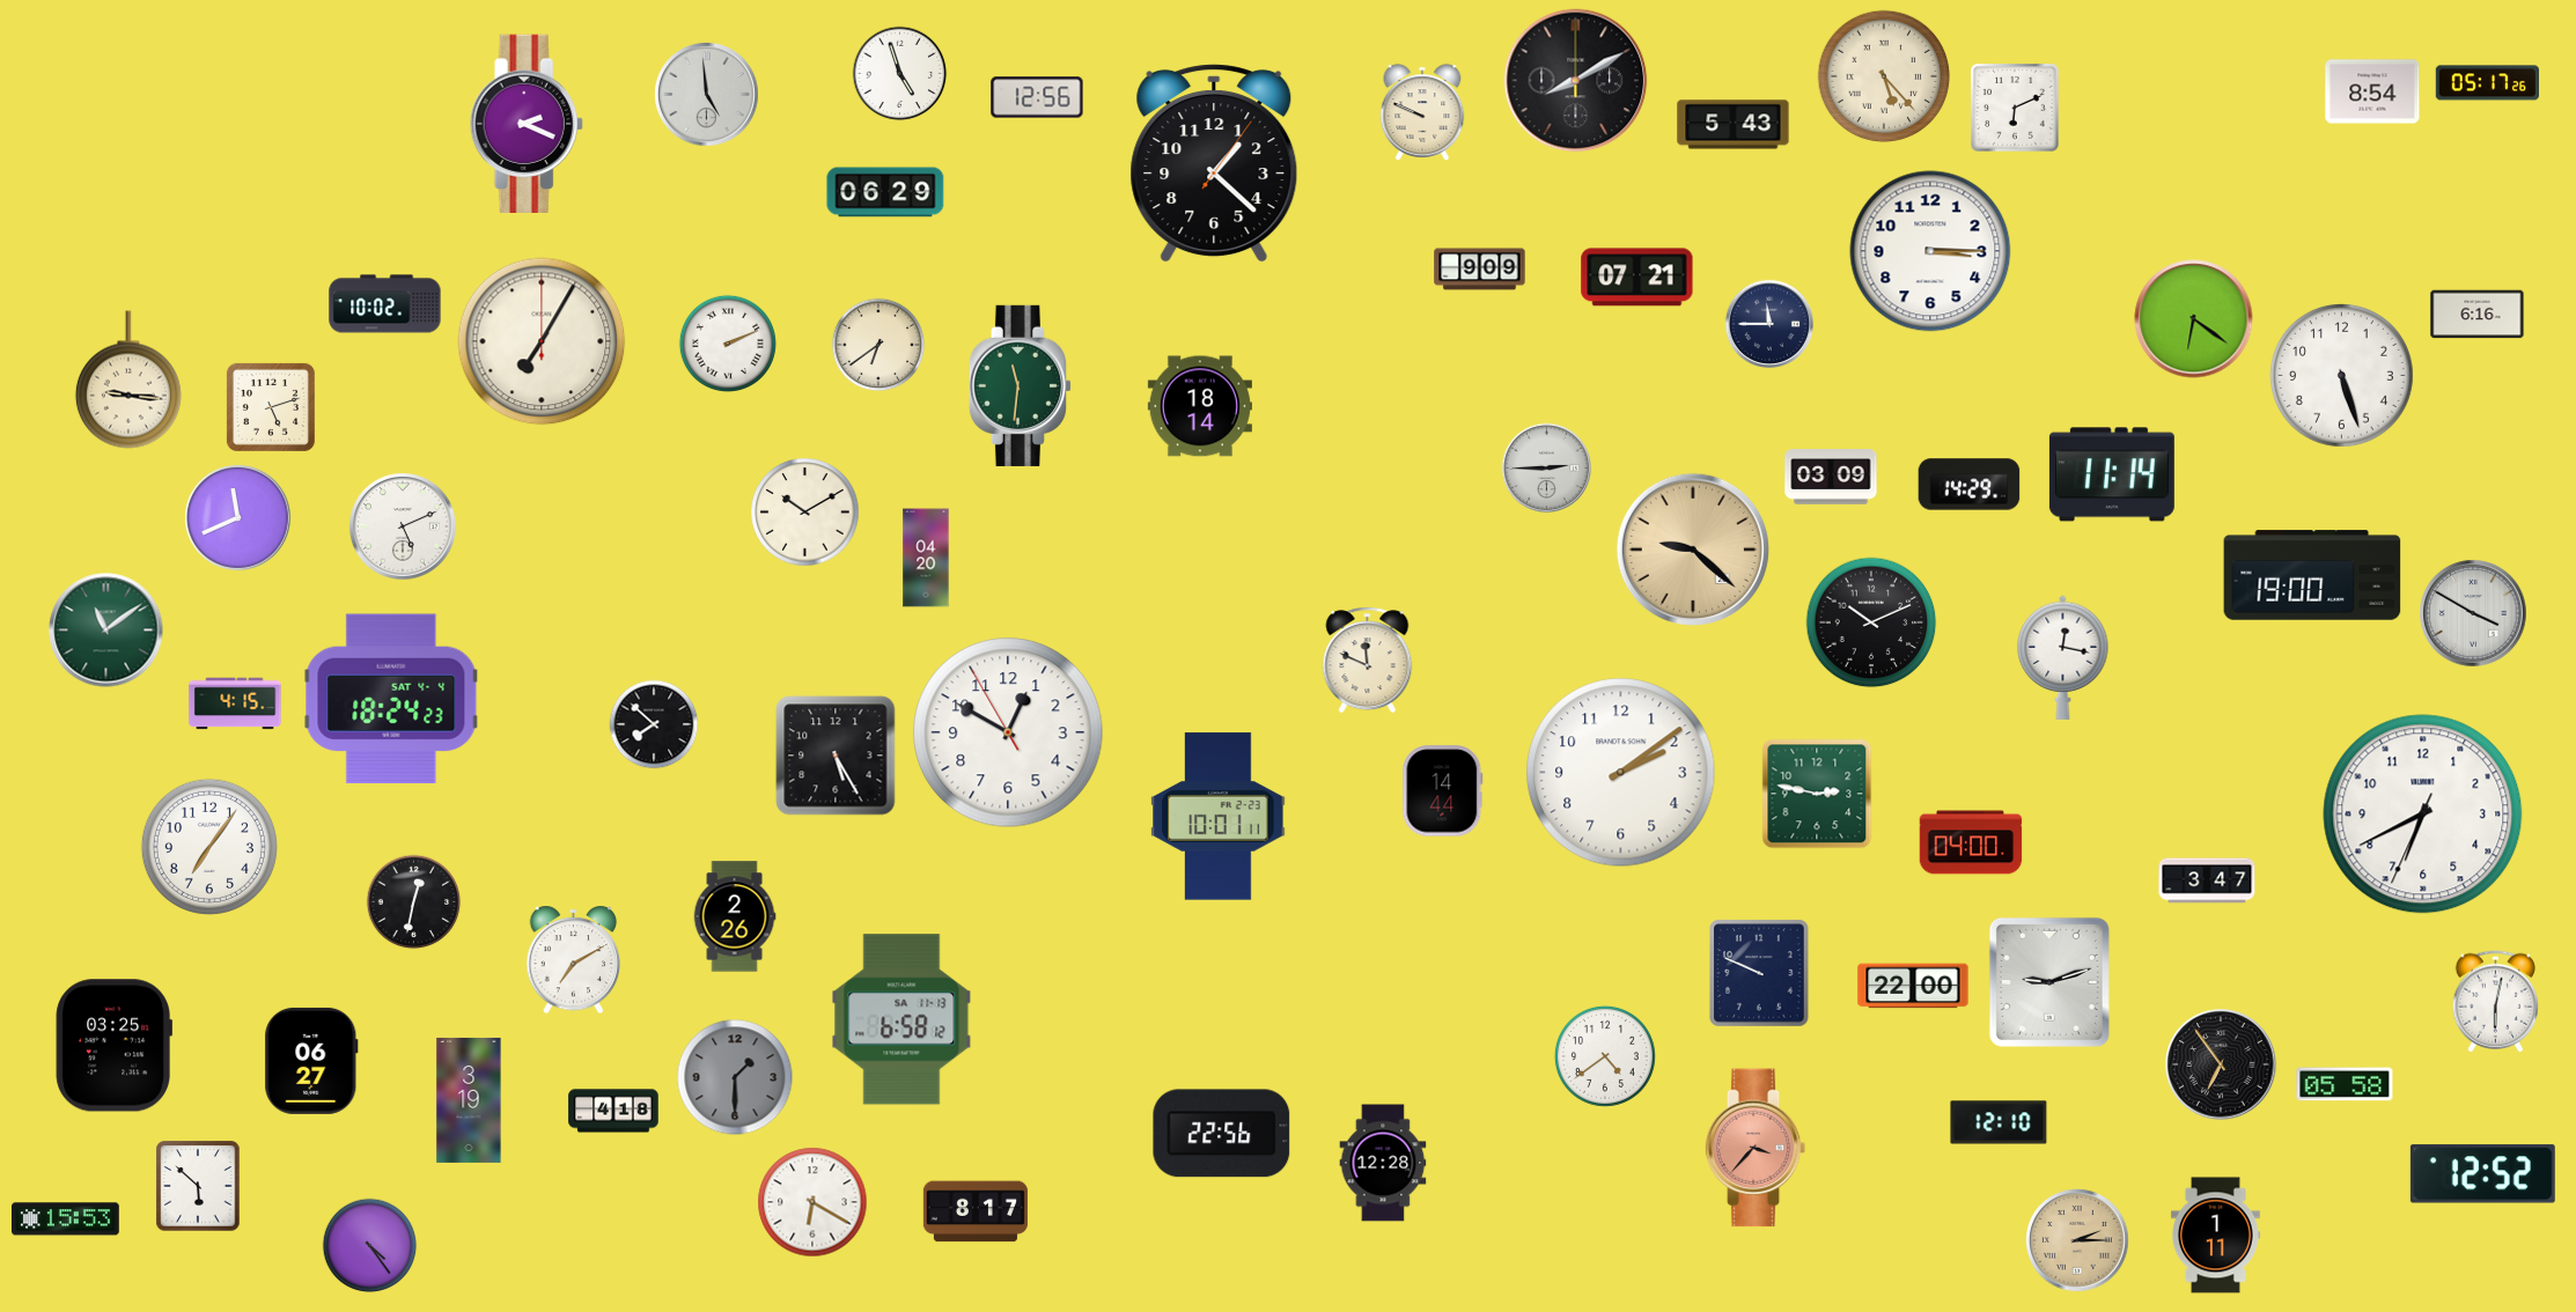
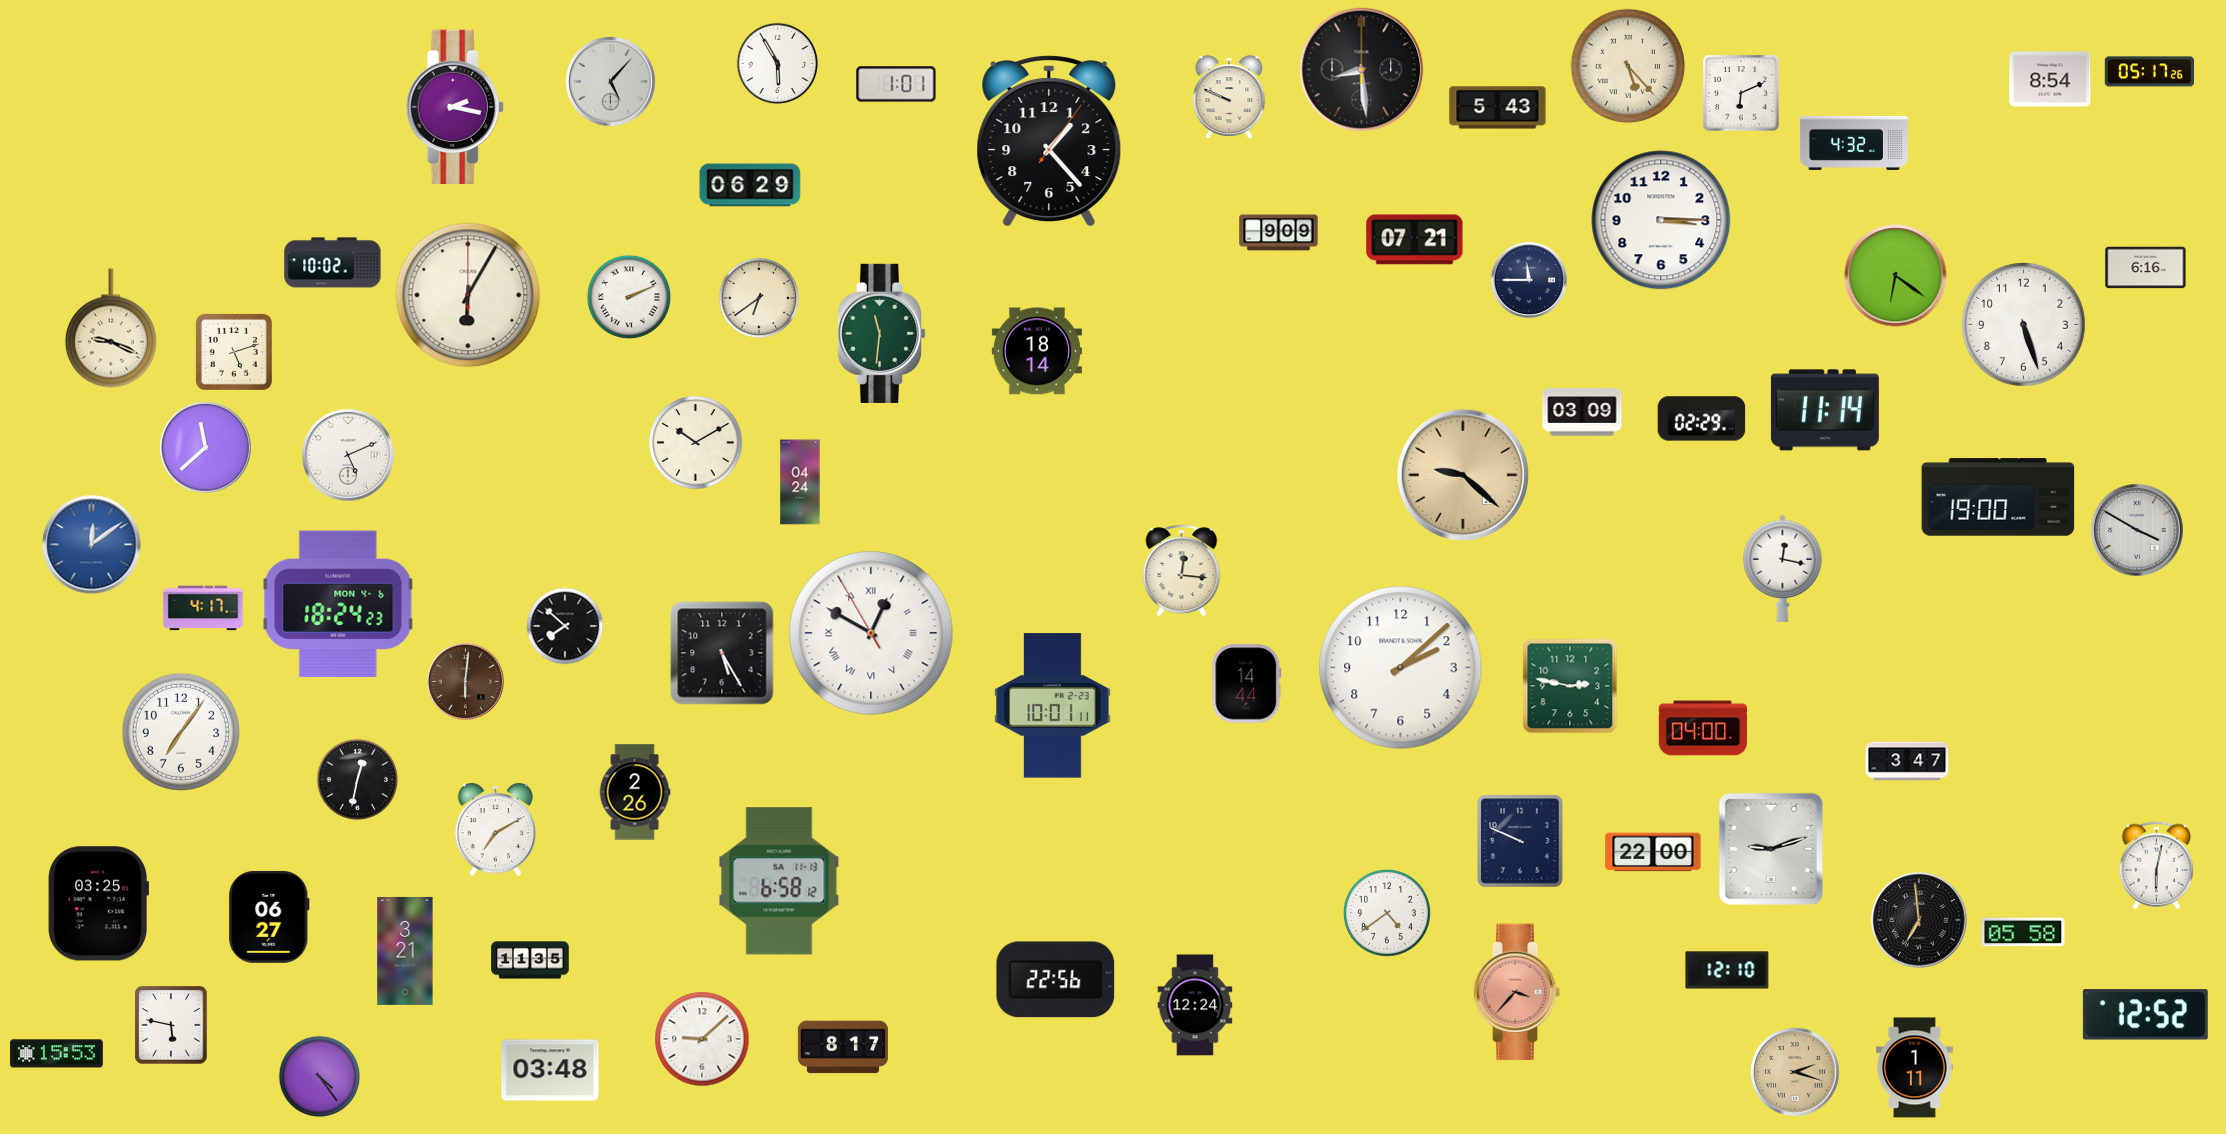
clock at (900, 74): 4:57 -> 5:55
clock at (1576, 81): 8:10 -> 8:29
clock at (707, 95): 4:59 -> 5:07
clock at (1037, 97): 12:56 -> 1:01
clock at (527, 123): 2:19 -> 2:17
clock at (1214, 163): 1:22 -> 1:23
clock at (1854, 143): none -> 4:32
clock at (885, 192) position: (885, 192) -> (750, 185)
clock at (1930, 251) position: (1930, 251) -> (1661, 220)
clock at (2478, 315) position: (2478, 315) -> (2146, 268)
clock at (542, 341): 7:05 -> 6:05
clock at (128, 379): 9:16 -> 9:19
clock at (1547, 469): 2:45 -> none
clock at (1970, 485): 14:29 -> 02:29
clock at (238, 518): 11:41 -> 11:38
clock at (926, 558): 04:20 -> 04:24
clock at (1871, 622): 10:11 -> none
clock at (106, 631): 11:09 -> 12:09
clock at (106, 631) dial: green -> blue
clock at (1368, 661): 11:49 -> 12:16
clock at (391, 699) date: SAT 4-4 -> MON 4-6
clock at (235, 703): 4:15 -> 4:17
clock at (1008, 732) numerals: Arabic -> Roman
clock at (1621, 773): 2:09 -> 2:08
clock at (466, 682): none -> 6:01
clock at (2423, 815): 6:40 -> none
clock at (2221, 1064): 6:54 -> 6:59
clock at (735, 1077): 1:30 -> none
clock at (2345, 1084) position: (2345, 1084) -> (2023, 932)
clock at (469, 1100): 3:19 -> 3:21
clock at (613, 1111): 4:18 -> 11:35
clock at (1383, 1163): 12:28 -> 12:24
clock at (198, 1186): 5:52 -> 5:47
clock at (812, 1202): 6:20 -> 9:08
clock at (550, 1070): none -> 03:48
clock at (2078, 1241): 2:15 -> 2:18
